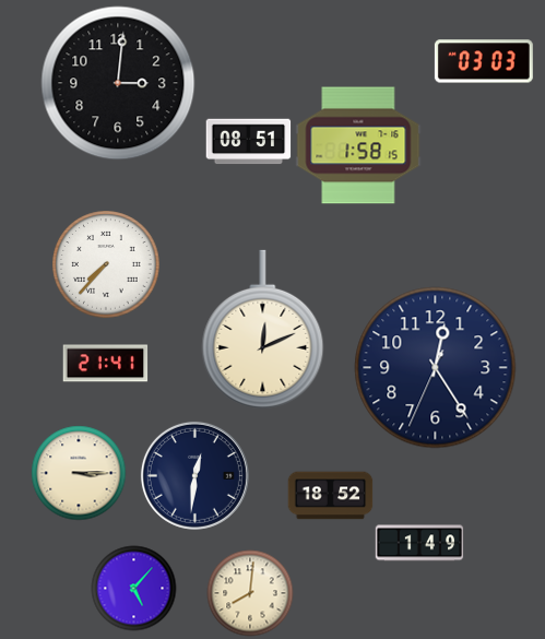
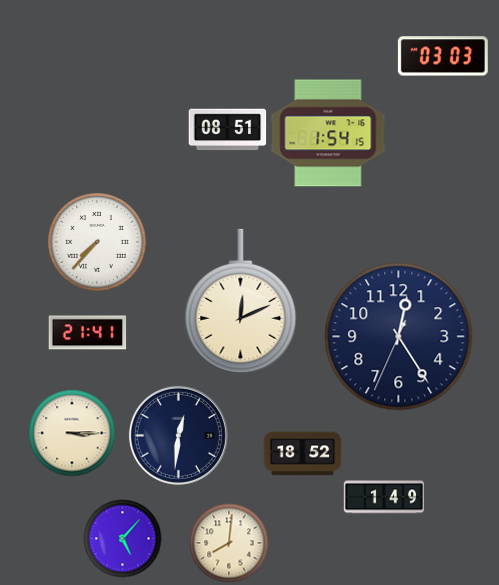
clock at (118, 83): 3:01 -> none
clock at (358, 145): 1:58 -> 1:54
clock at (105, 364) position: (105, 364) -> (87, 333)
